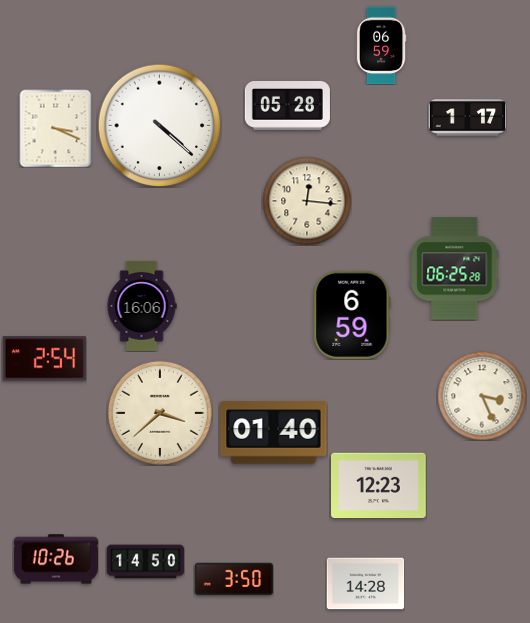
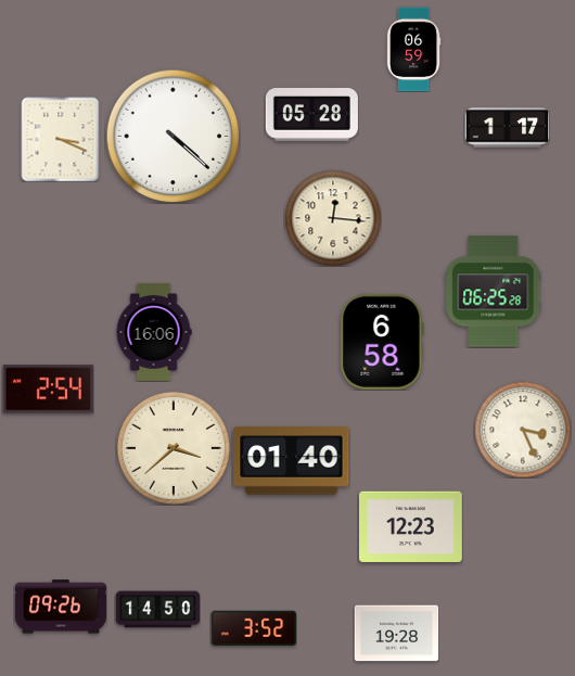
clock at (352, 315): 6:59 -> 6:58
clock at (274, 433) position: (274, 433) -> (292, 461)
clock at (56, 559): 10:26 -> 09:26
clock at (234, 579): 3:50 -> 3:52
clock at (365, 584): 14:28 -> 19:28
